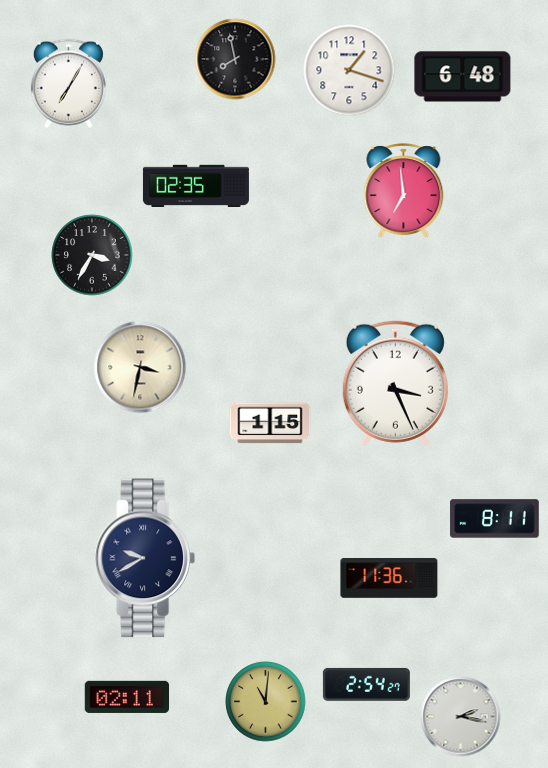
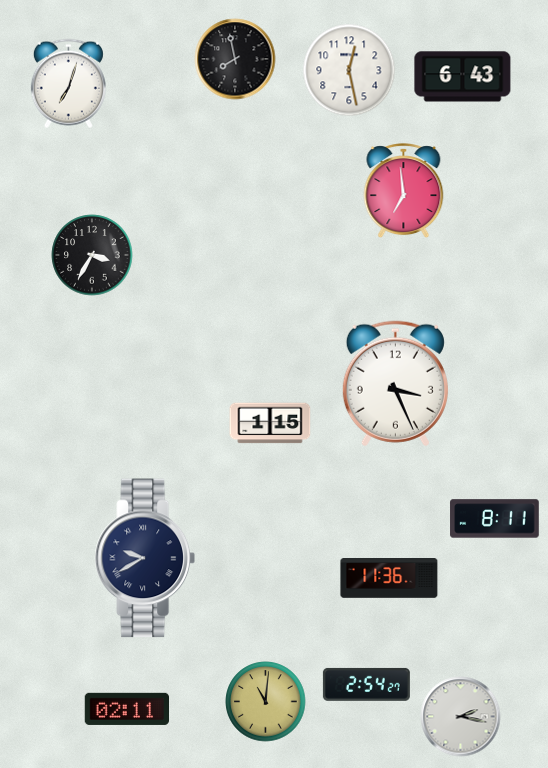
clock at (349, 70): 1:18 -> 12:28
clock at (463, 77): 6:48 -> 6:43
clock at (68, 84): 7:05 -> 7:03
clock at (196, 185): 02:35 -> none
clock at (140, 367): 3:32 -> none
clock at (126, 697) position: (126, 697) -> (126, 709)
